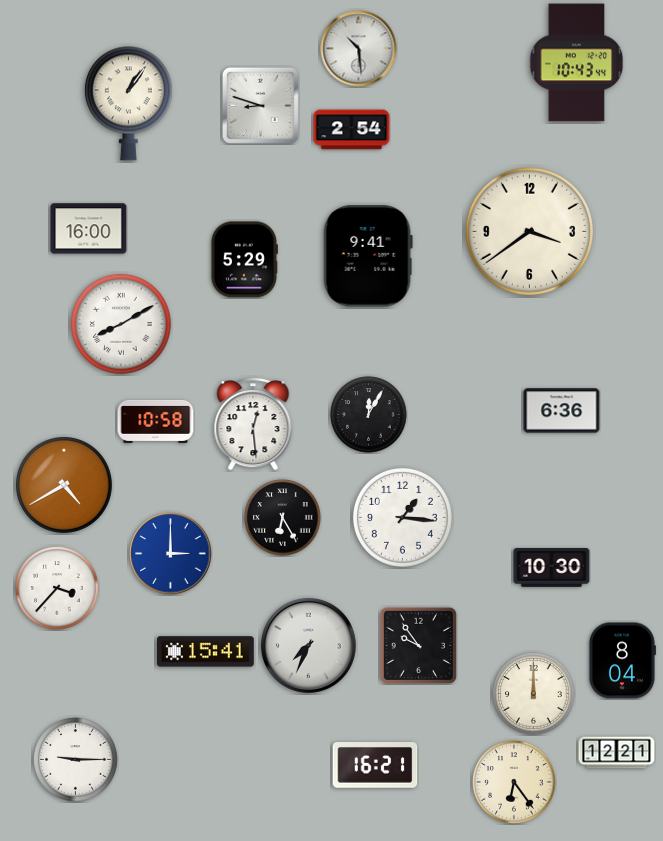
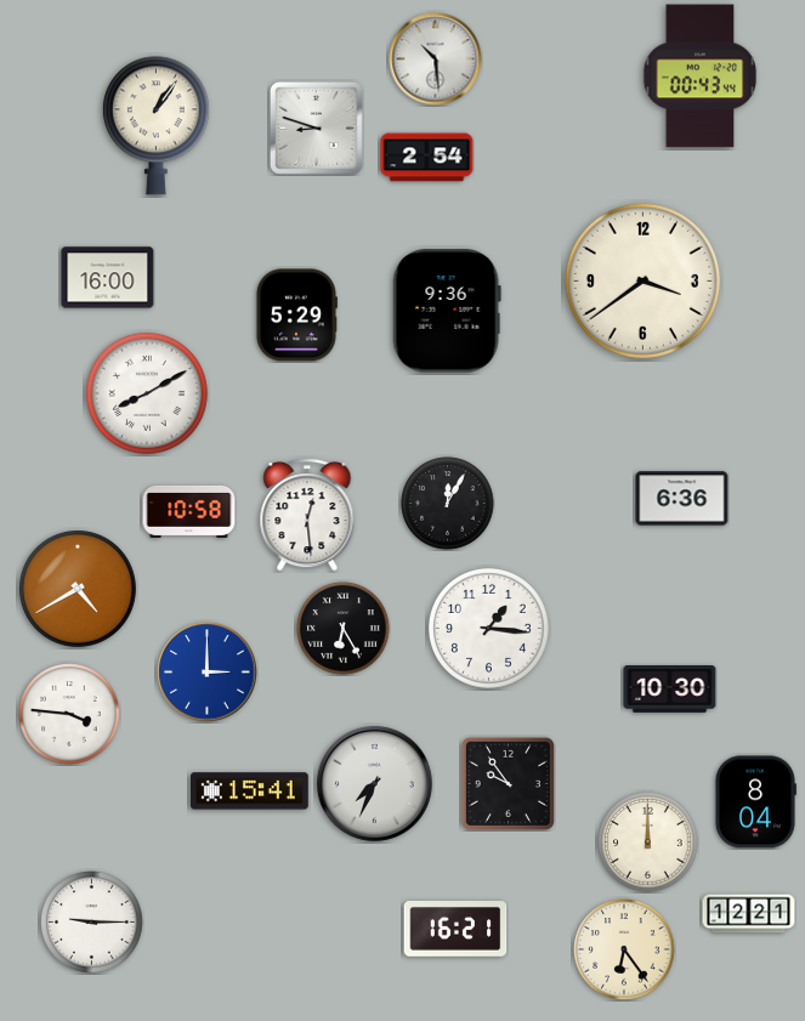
clock at (577, 63): 10:43 -> 00:43
clock at (368, 256): 9:41 -> 9:36
clock at (57, 588): 3:37 -> 3:46
